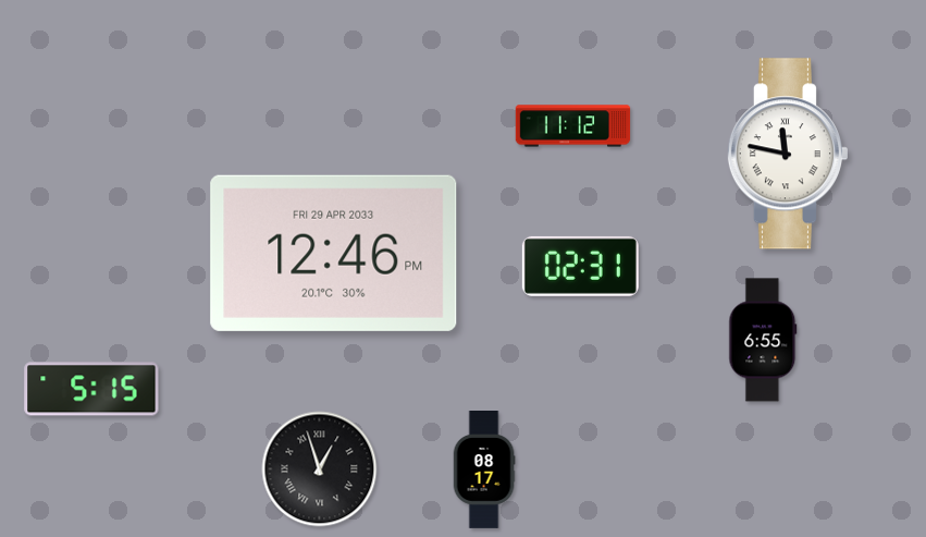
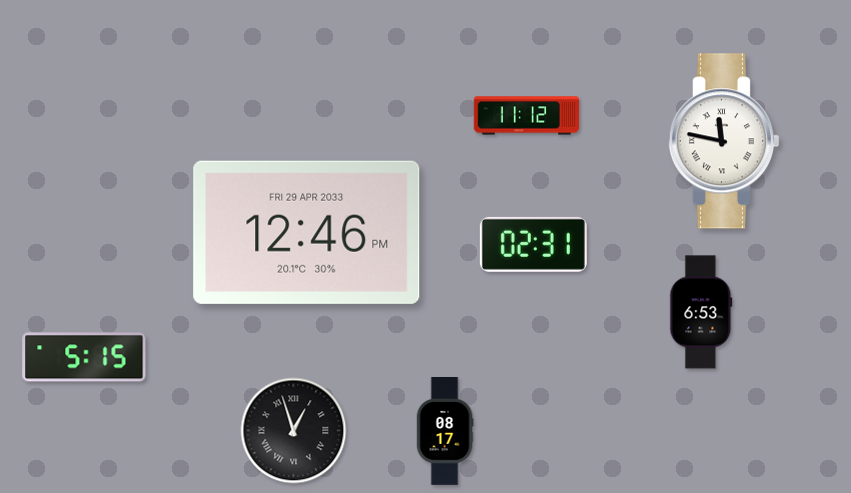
clock at (763, 340): 6:55 -> 6:53
